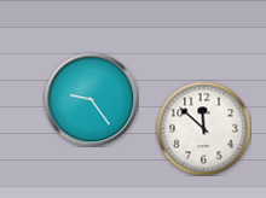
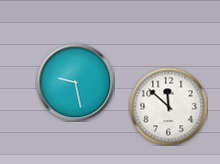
clock at (91, 99): 9:24 -> 9:28
